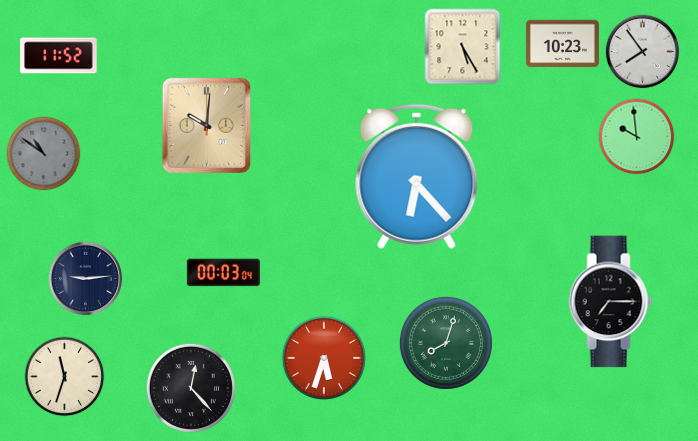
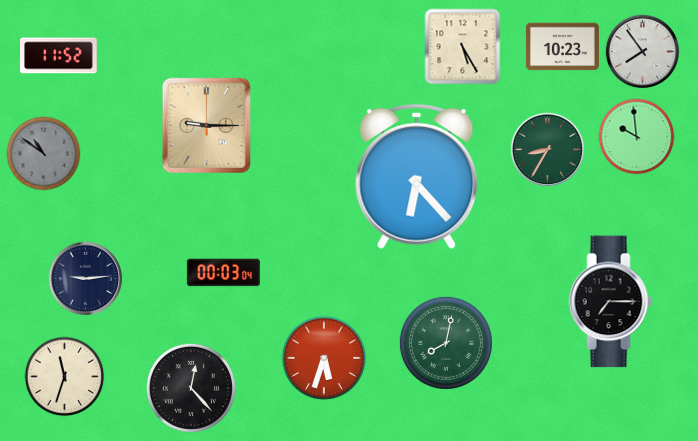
clock at (562, 44) position: (562, 44) -> (562, 47)
clock at (206, 125): 10:01 -> 9:15
clock at (548, 150): none -> 8:35
clock at (446, 343): 8:03 -> 8:02
